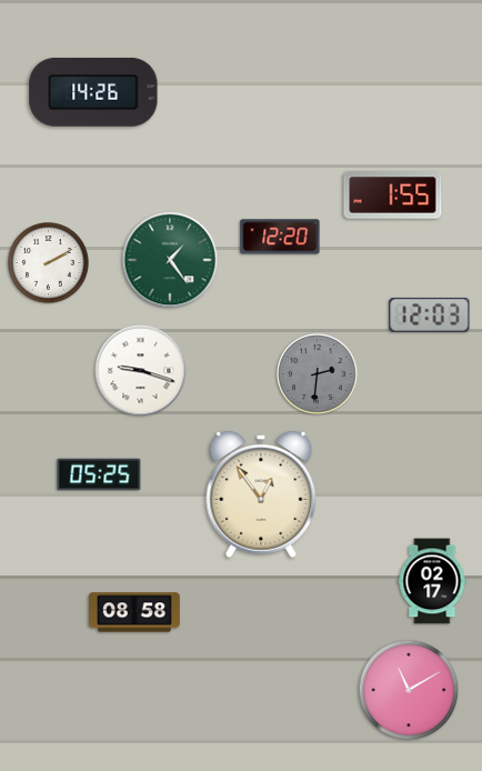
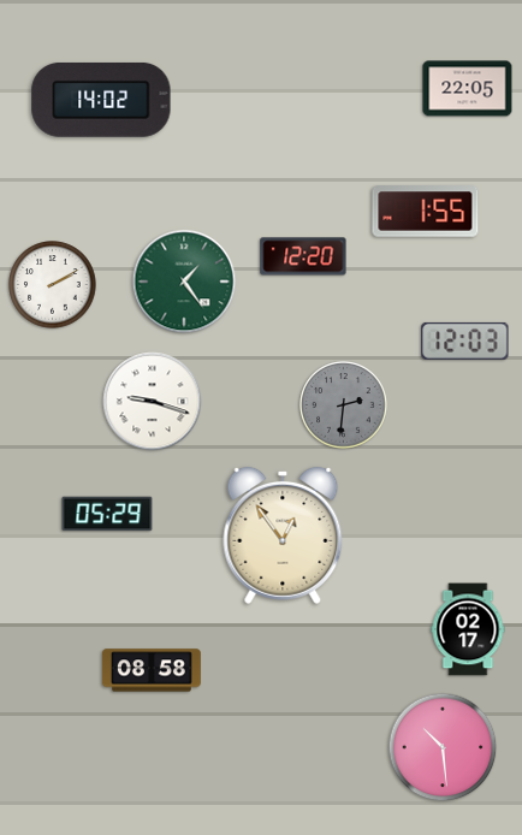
clock at (468, 89): none -> 22:05
clock at (93, 92): 14:26 -> 14:02
clock at (99, 474): 05:25 -> 05:29
clock at (134, 612) position: (134, 612) -> (152, 670)
clock at (409, 690): 11:10 -> 10:29
